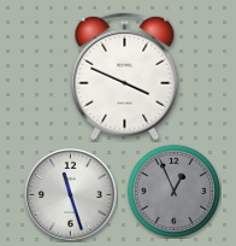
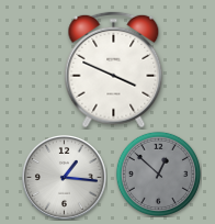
clock at (173, 191): 12:56 -> 12:52
clock at (71, 195): 11:27 -> 1:16
